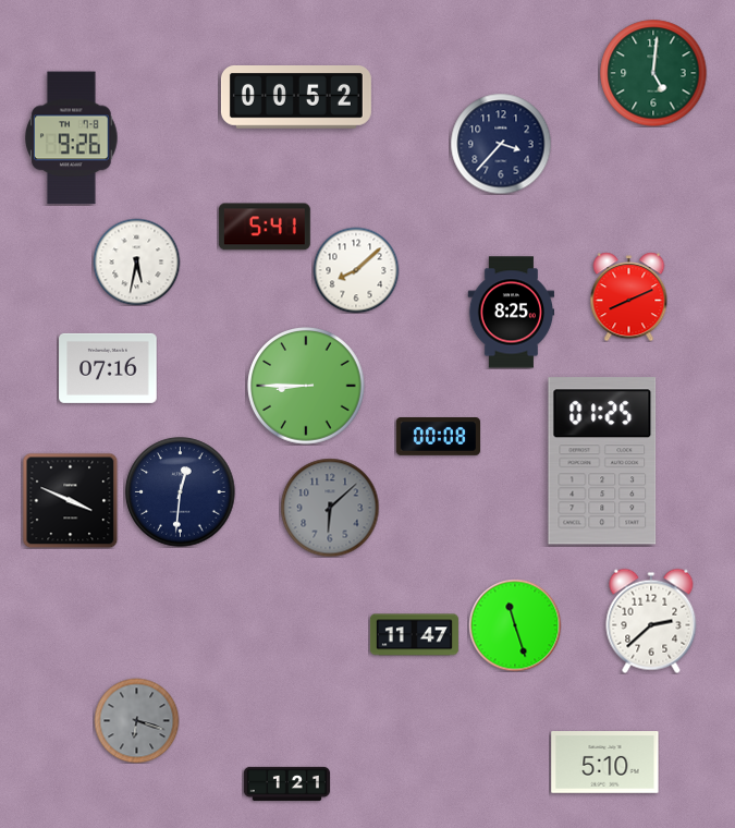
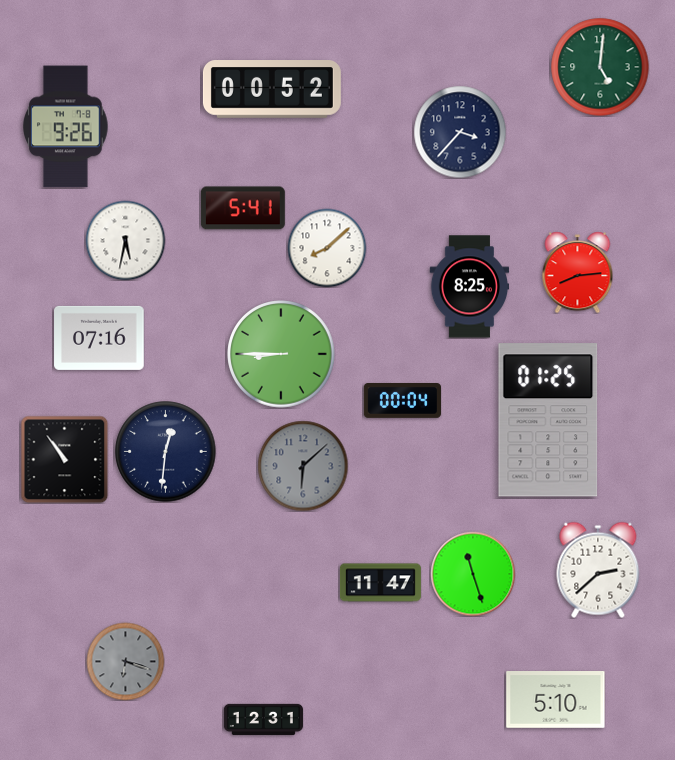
clock at (629, 296): 8:11 -> 8:14
clock at (438, 437): 00:08 -> 00:04
clock at (602, 461) position: (602, 461) -> (548, 420)
clock at (70, 500): 3:49 -> 10:54
clock at (286, 783): 1:21 -> 12:31
